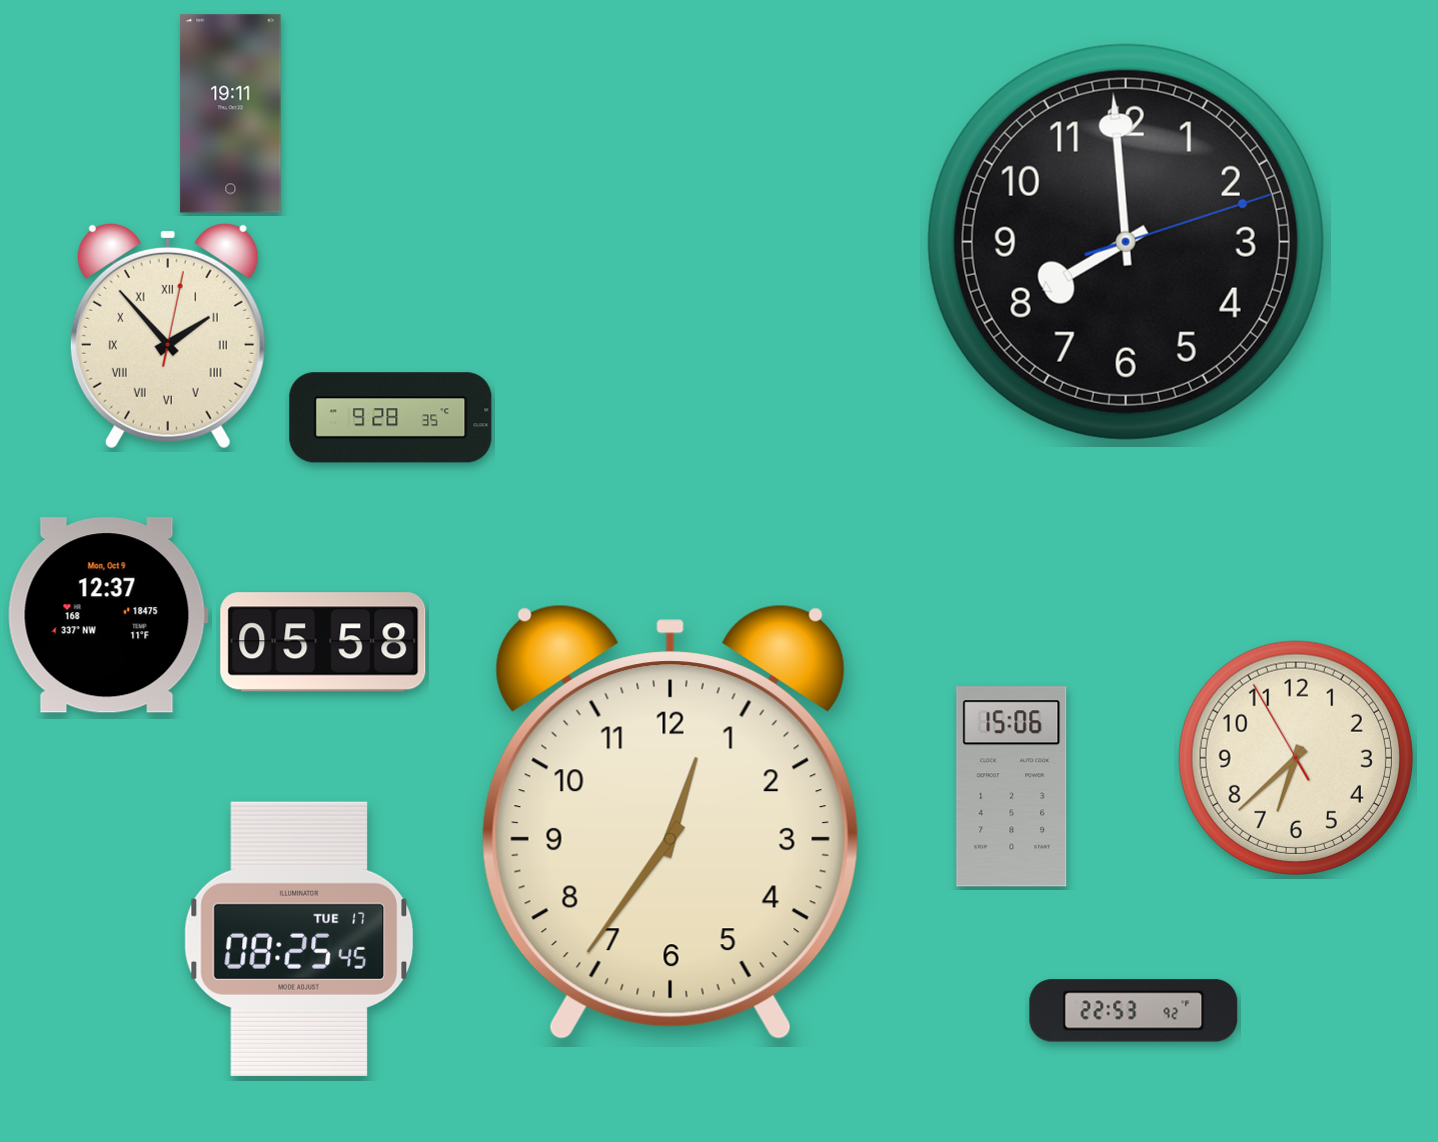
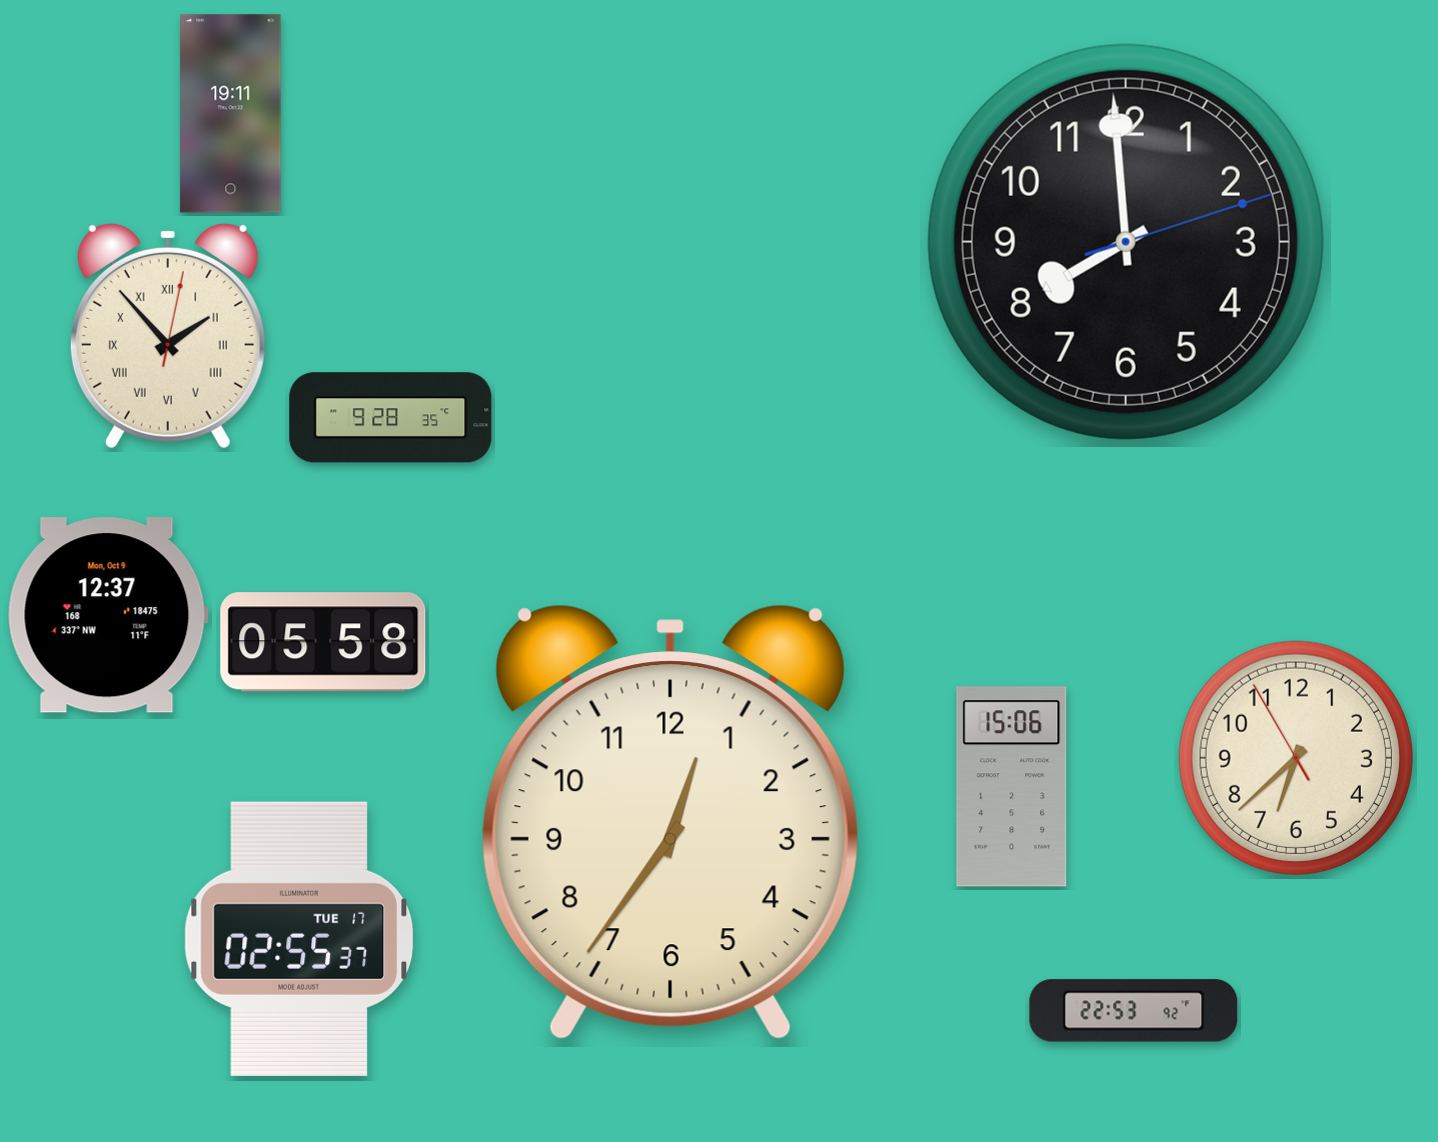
clock at (299, 939): 08:25 -> 02:55
